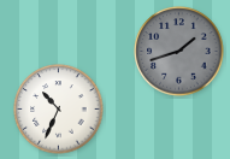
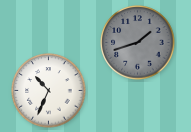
clock at (179, 52) position: (179, 52) -> (138, 43)
